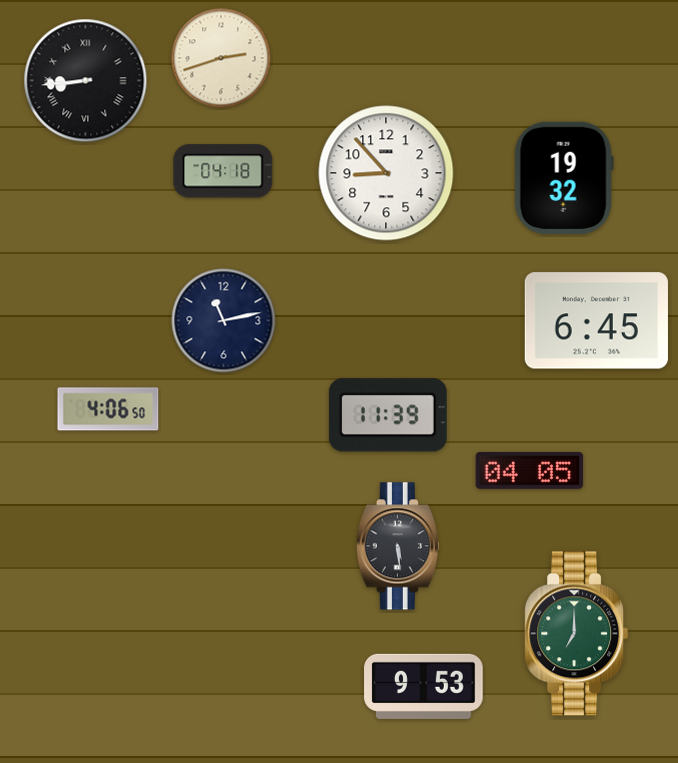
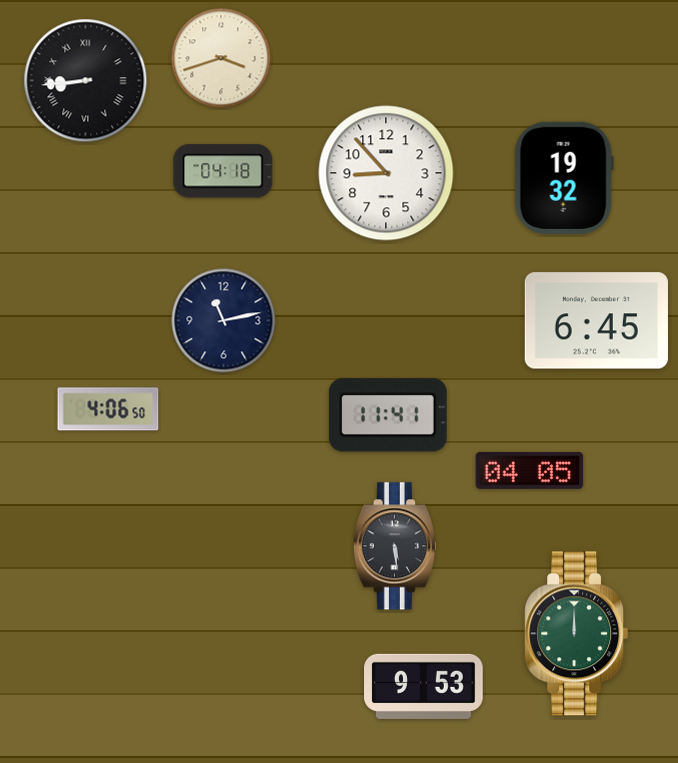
clock at (221, 58): 2:42 -> 3:42
clock at (388, 415): 11:39 -> 11:41
clock at (398, 546) position: (398, 546) -> (395, 546)
clock at (577, 634): 7:00 -> 12:00
